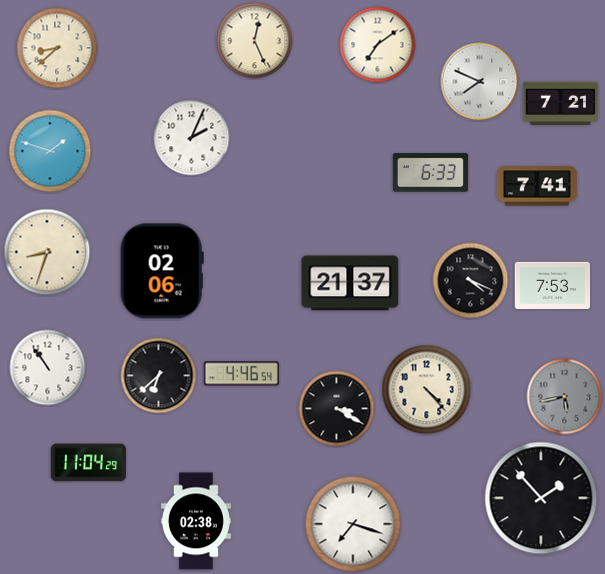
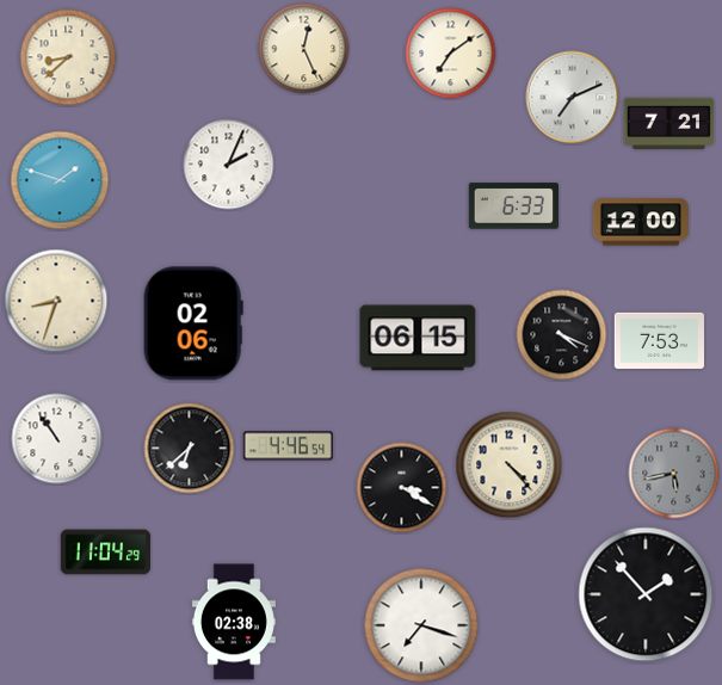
clock at (480, 82): 7:49 -> 7:11
clock at (537, 186): 7:41 -> 12:00
clock at (350, 283): 21:37 -> 06:15
